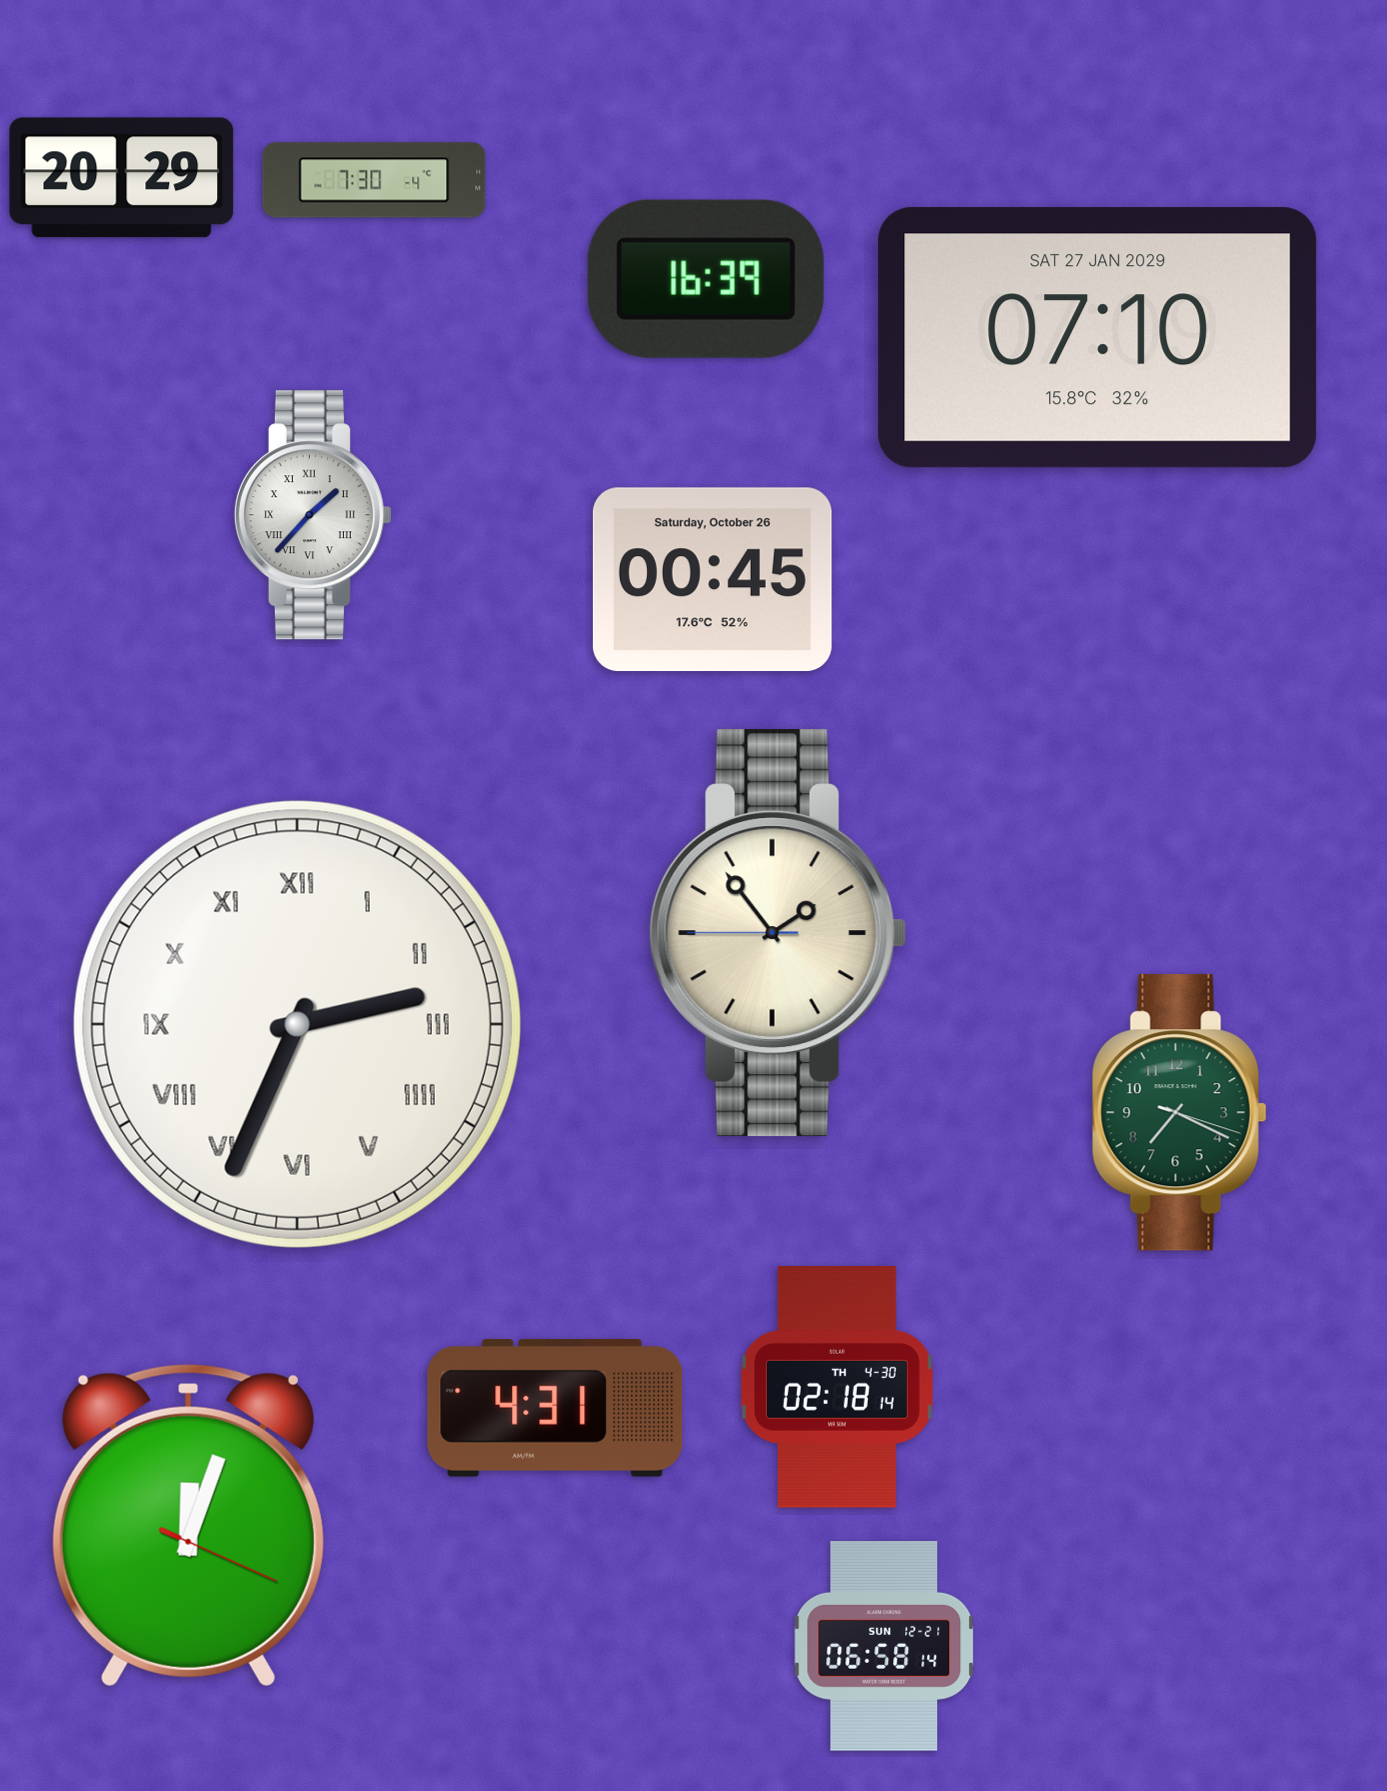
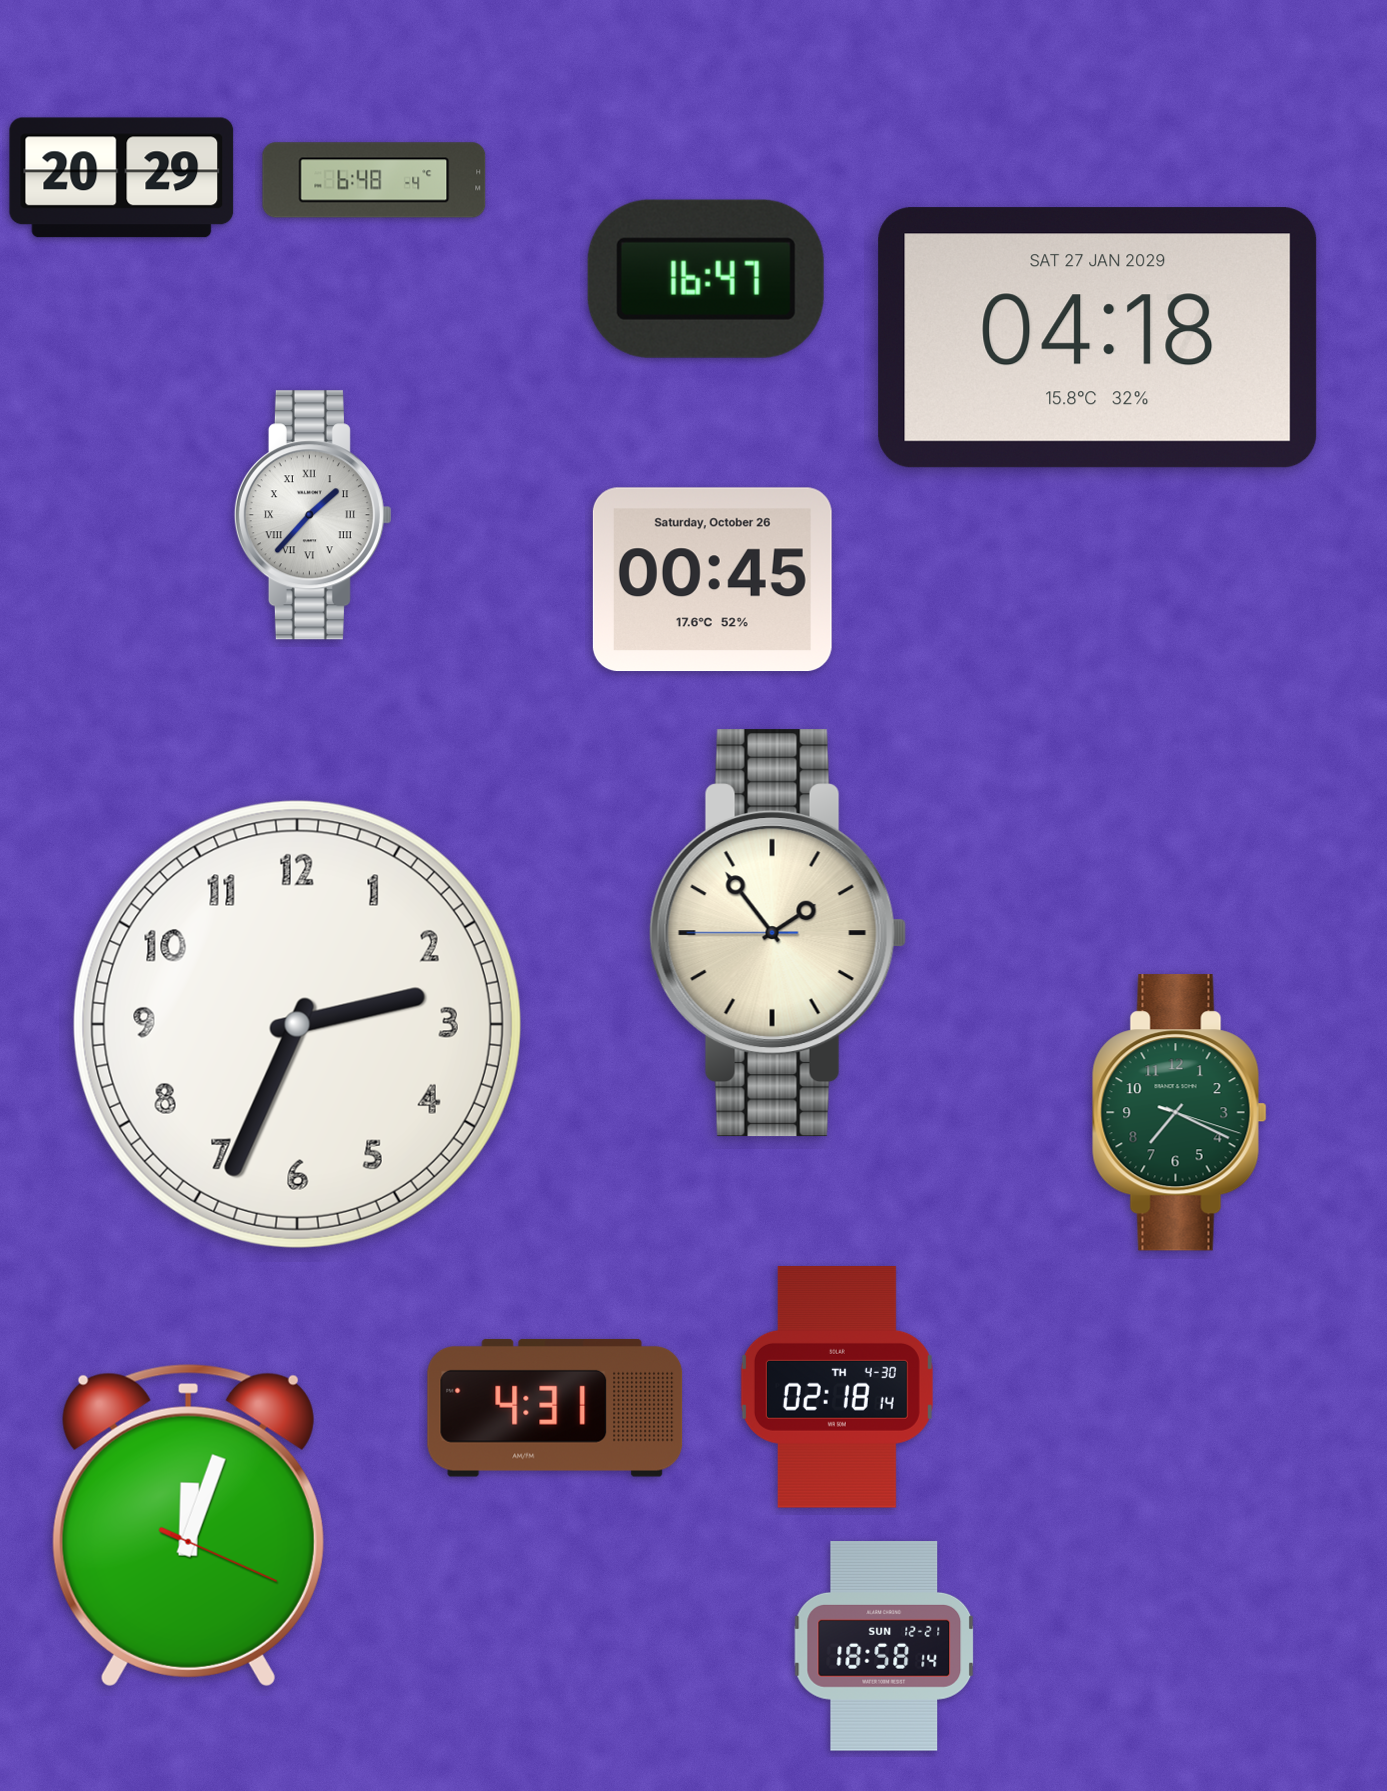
clock at (374, 180): 7:30 -> 6:48
clock at (706, 279): 16:39 -> 16:47
clock at (1098, 338): 07:10 -> 04:18
clock at (297, 1024) numerals: Roman -> Arabic
clock at (884, 1646): 06:58 -> 18:58
